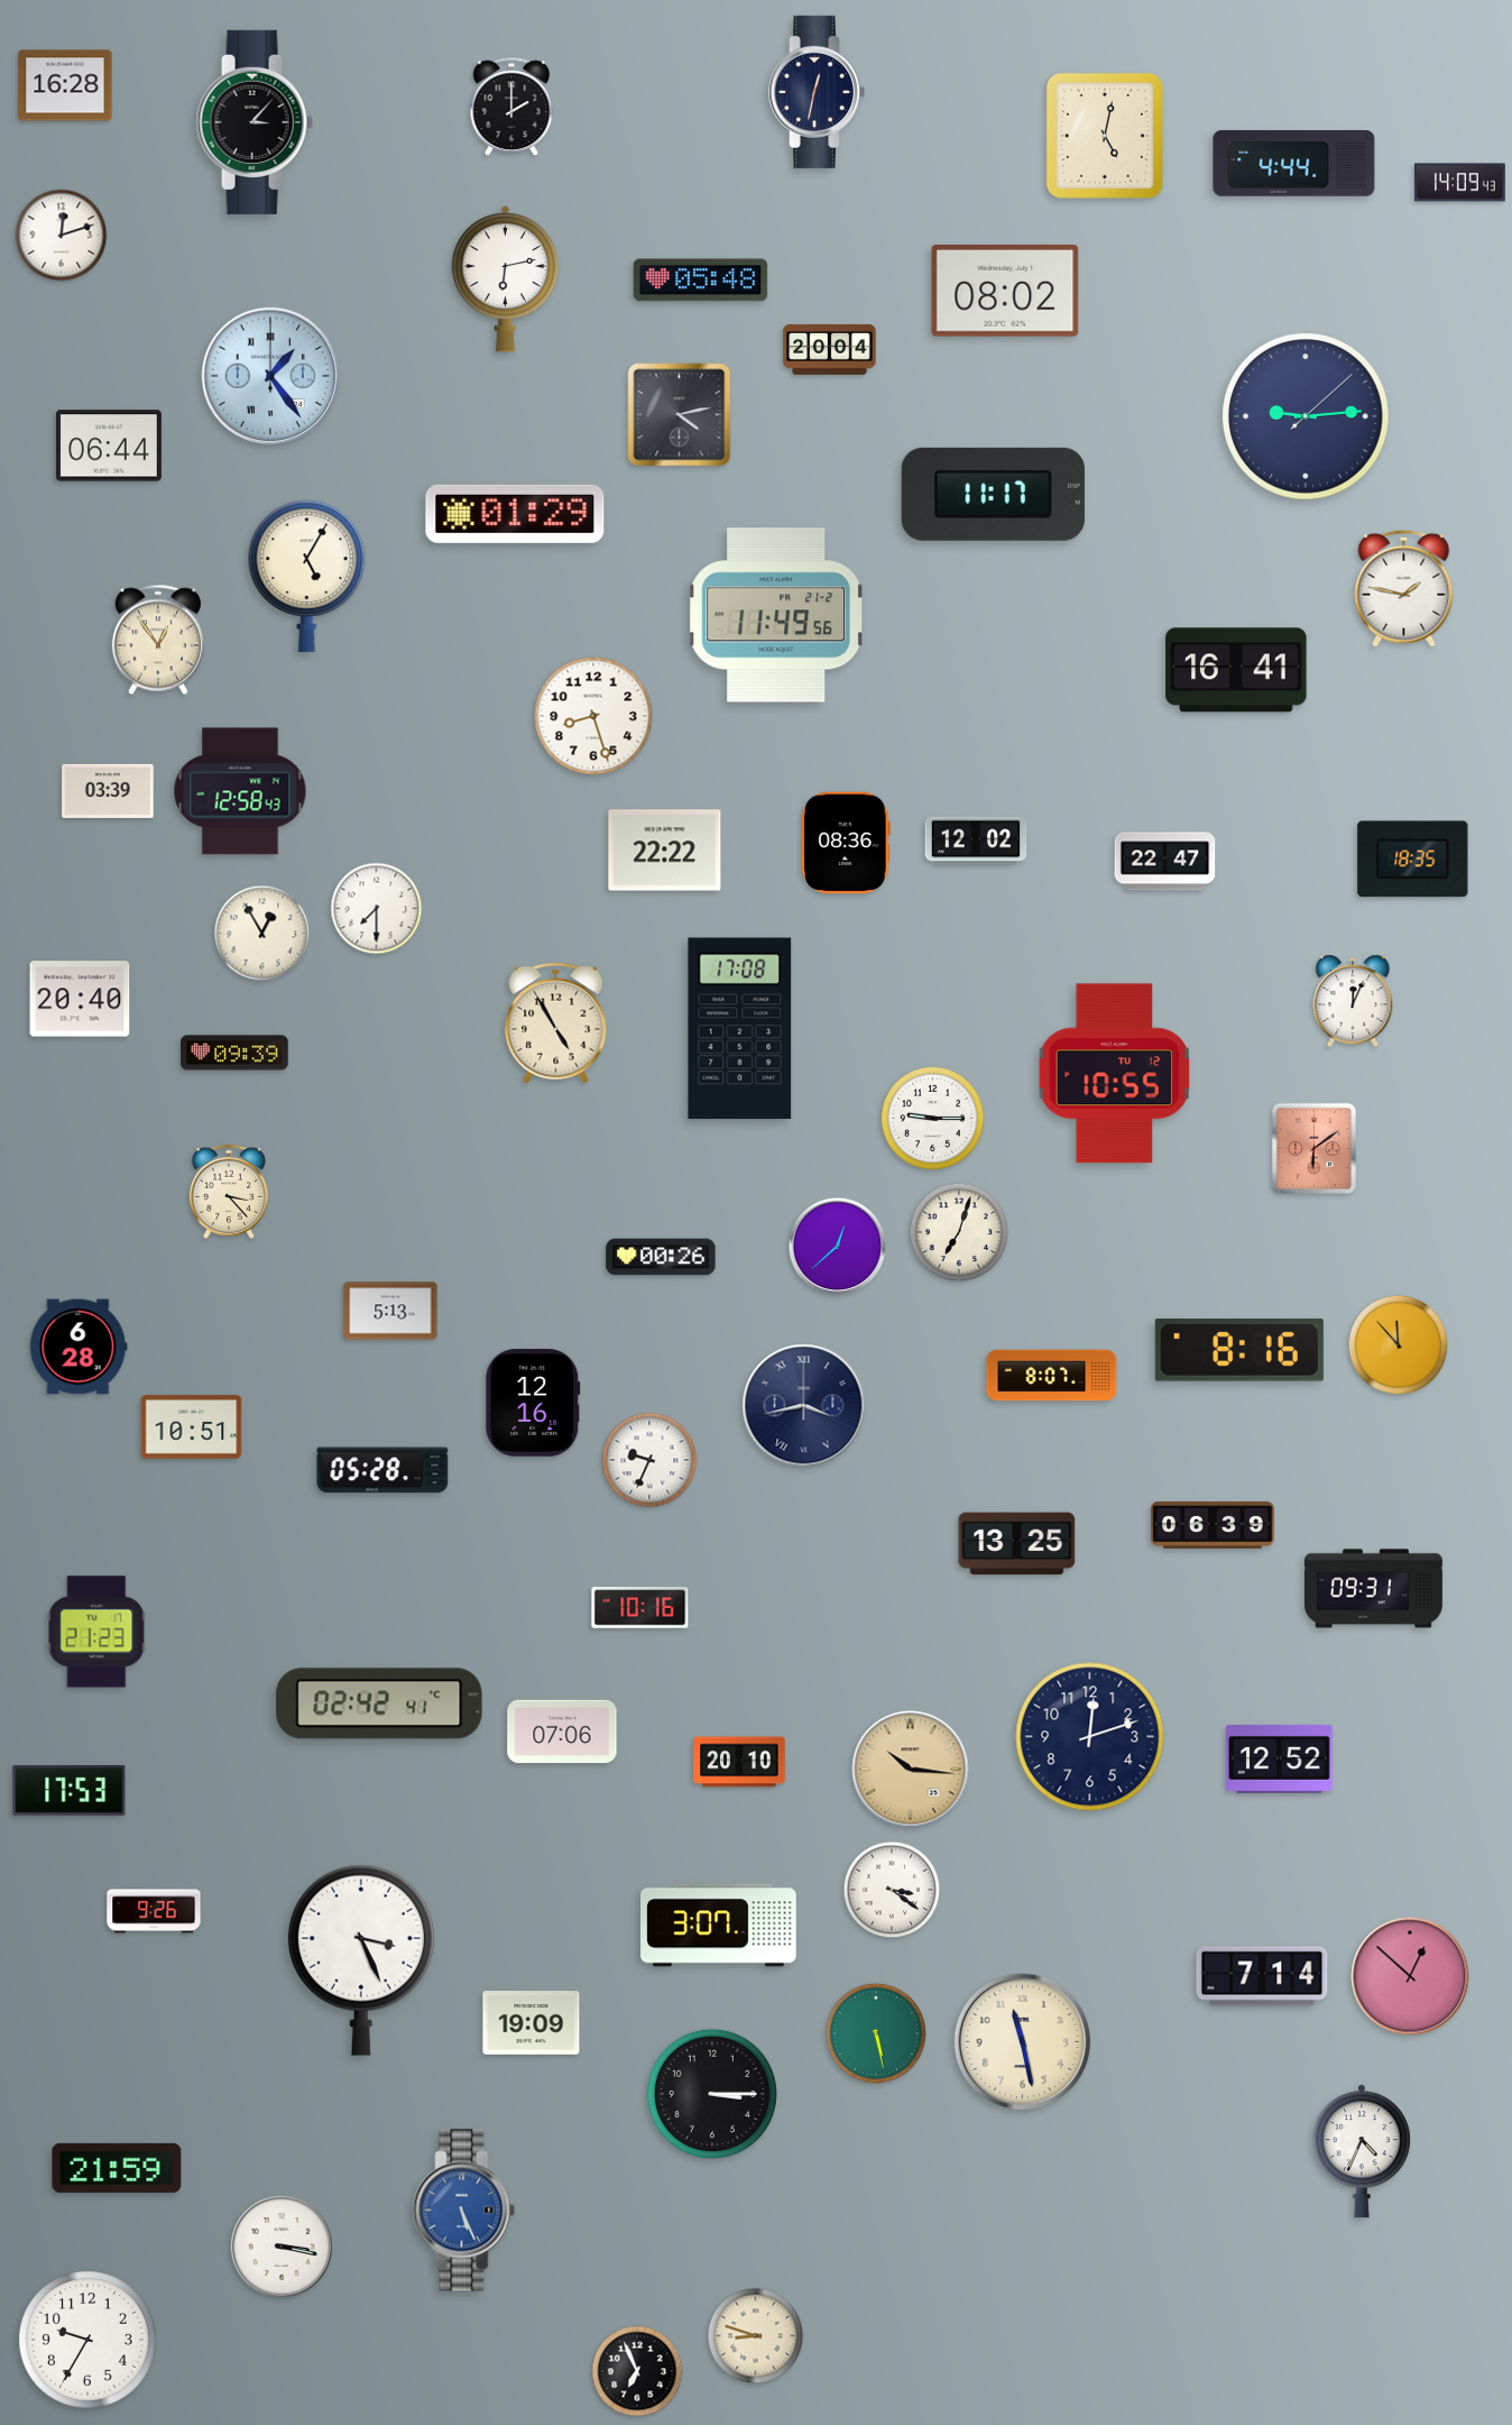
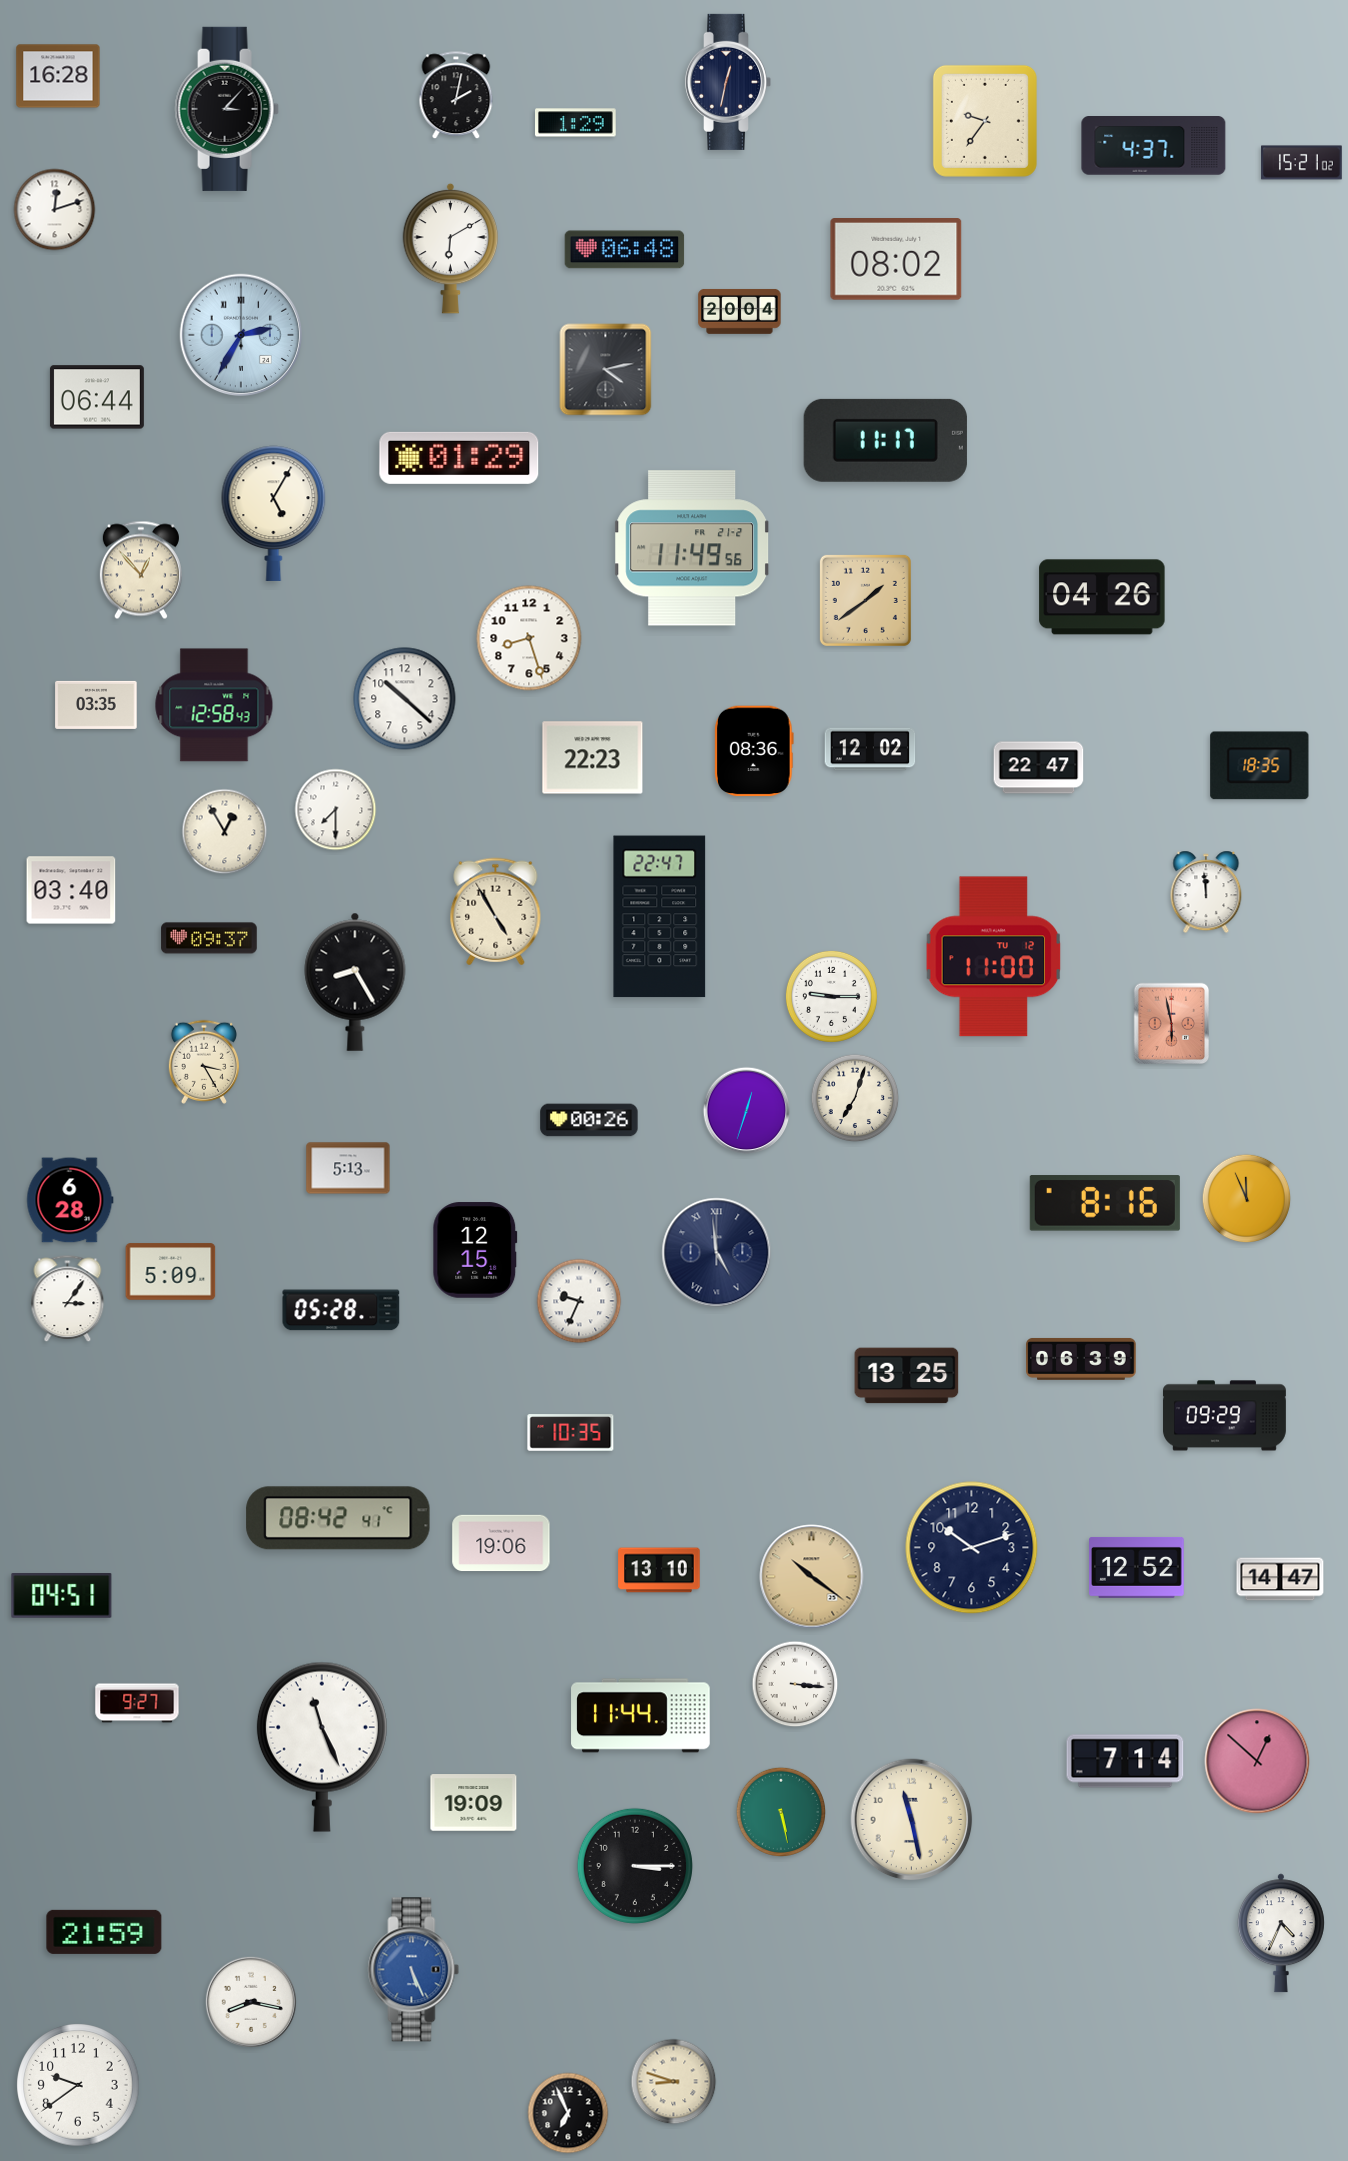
clock at (511, 108): 2:00 -> 2:02
clock at (1105, 136): 5:02 -> 9:36
clock at (576, 123): none -> 1:29
clock at (1294, 164): 4:44 -> 4:37
clock at (1460, 183): 14:09 -> 15:21
clock at (506, 278): 6:13 -> 6:10
clock at (701, 281): 05:48 -> 06:48
clock at (270, 376): 1:24 -> 2:35
clock at (1306, 416): 9:14 -> none
clock at (1404, 588): 1:47 -> none
clock at (158, 640): 12:54 -> 12:53
clock at (1236, 670): 16:41 -> 04:26
clock at (865, 600): none -> 1:39
clock at (405, 699): none -> 10:22
clock at (108, 791): 03:39 -> 03:35
clock at (665, 851): 22:22 -> 22:23
clock at (262, 934) position: (262, 934) -> (225, 832)
clock at (80, 999): 20:40 -> 03:40
clock at (1353, 1001): 12:04 -> 11:59
clock at (740, 1029): 17:08 -> 22:47
clock at (234, 1053): 09:39 -> 09:37
clock at (1115, 1074): 10:55 -> 11:00
clock at (355, 982): none -> 8:25
clock at (1315, 1149): 6:09 -> 5:58
clock at (229, 1192): 3:23 -> 3:25
clock at (838, 1247): 12:38 -> 12:33
clock at (1399, 1345): 11:53 -> 11:56
clock at (1052, 1376): 8:07 -> none
clock at (533, 1403): 12:16 -> 12:15
clock at (804, 1406): 3:43 -> 4:59
clock at (192, 1427): 10:51 -> 5:09
clock at (68, 1299): none -> 3:06
clock at (1373, 1589): 09:31 -> 09:29
clock at (640, 1608): 10:16 -> 10:35
clock at (96, 1632): 21:23 -> none
clock at (379, 1703): 02:42 -> 08:42
clock at (562, 1732): 07:06 -> 19:06
clock at (1090, 1737): 12:12 -> 10:12
clock at (1280, 1758) position: (1280, 1758) -> (1137, 1567)
clock at (739, 1762): 20:10 -> 13:10
clock at (911, 1770): 10:16 -> 10:21
clock at (1280, 1579): none -> 14:47
clock at (70, 1791): 17:53 -> 04:51
clock at (892, 1890): 3:21 -> 3:16
clock at (154, 1911): 9:26 -> 9:27
clock at (719, 1926): 3:07 -> 11:44
clock at (361, 1960): 3:26 -> 11:26
clock at (1362, 2151) position: (1362, 2151) -> (1281, 1933)
clock at (282, 2247): 3:17 -> 8:17
clock at (87, 2340): 9:35 -> 9:39
